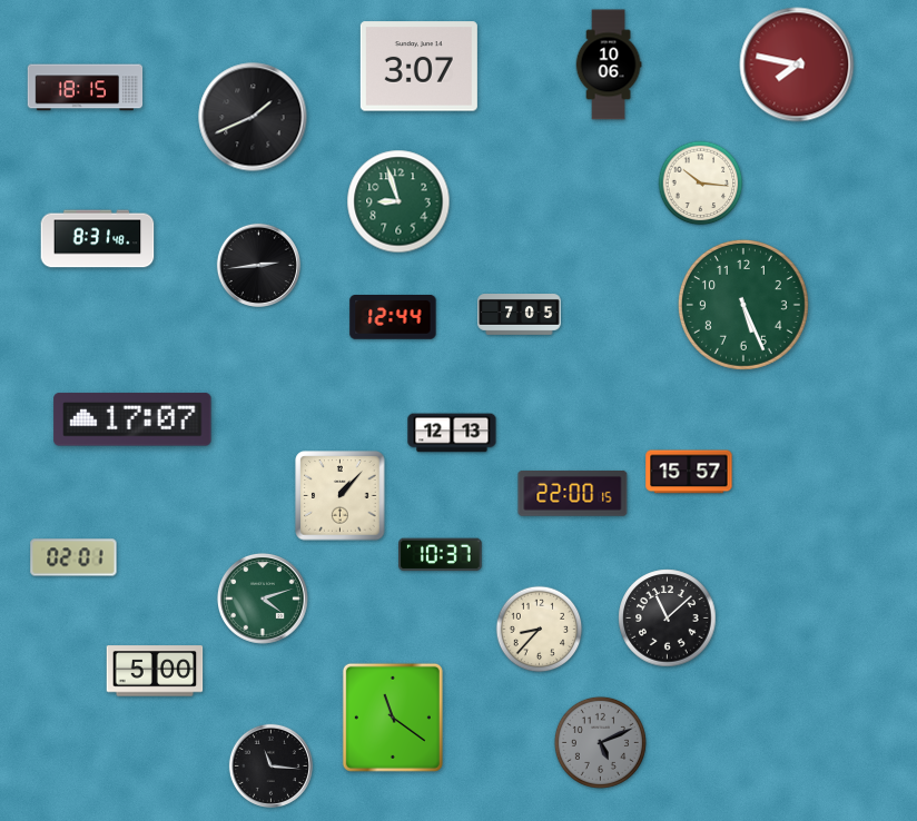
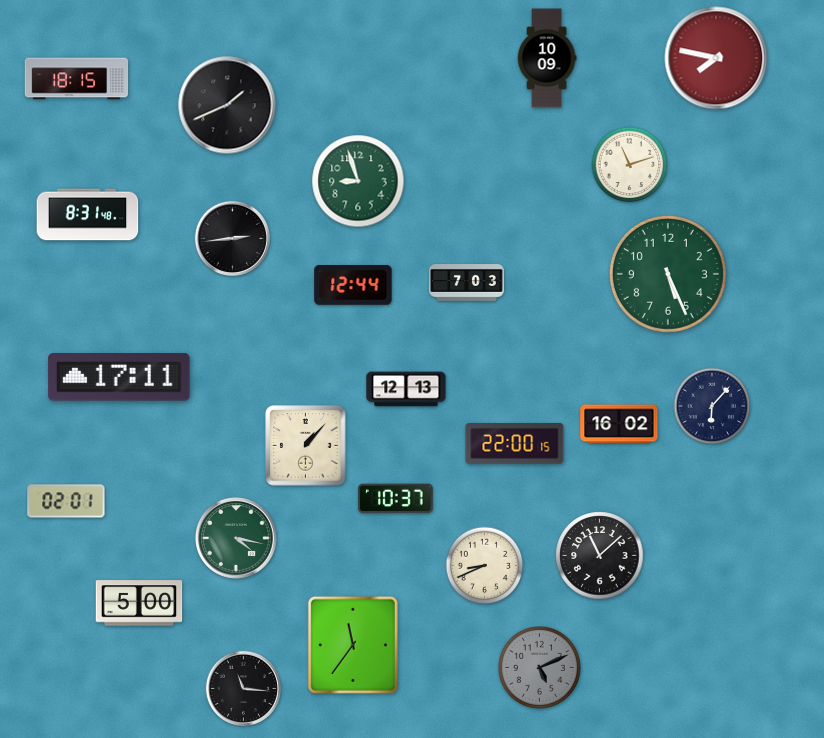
clock at (609, 65): 10:06 -> 10:09
clock at (418, 67): 3:07 -> none
clock at (701, 184): 10:16 -> 11:12
clock at (520, 315): 7:05 -> 7:03
clock at (132, 419): 17:07 -> 17:11
clock at (712, 406): none -> 6:07
clock at (689, 472): 15:57 -> 16:02
clock at (263, 599): 4:12 -> 4:17
clock at (540, 630): 8:37 -> 8:41
clock at (393, 718): 11:21 -> 11:36
